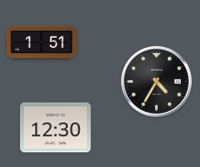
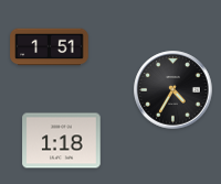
clock at (42, 43) position: (42, 43) -> (50, 47)
clock at (56, 128): 12:30 -> 1:18
